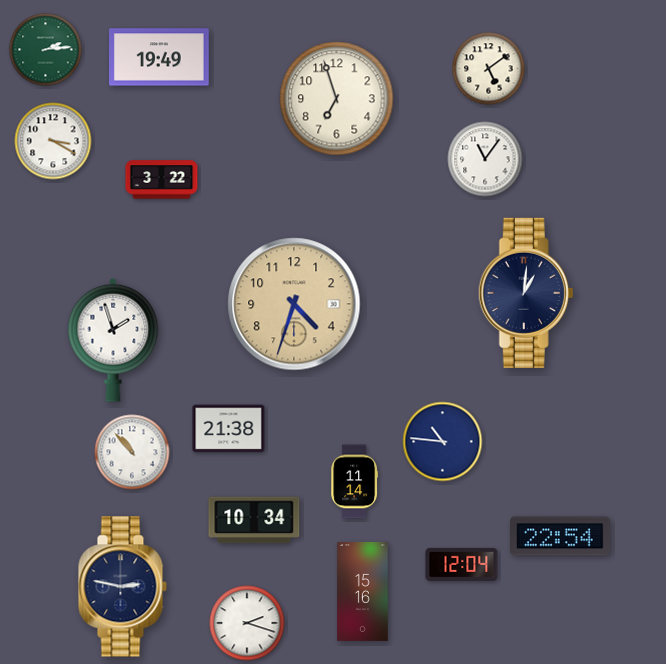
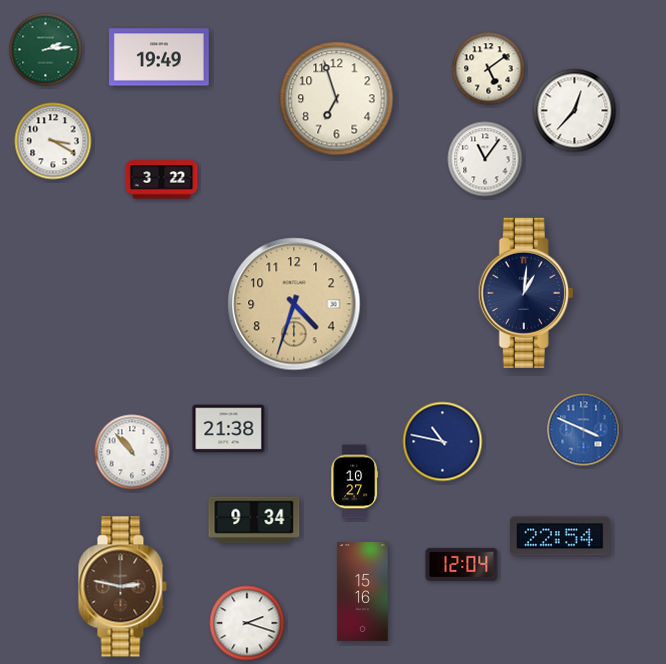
clock at (575, 111): none -> 12:37
clock at (113, 340): 1:57 -> none
clock at (584, 430): none -> 3:49
clock at (443, 442): 10:46 -> 10:47
clock at (354, 482): 11:14 -> 10:27
clock at (254, 520): 10:34 -> 9:34
clock at (122, 587) dial: navy -> brown
